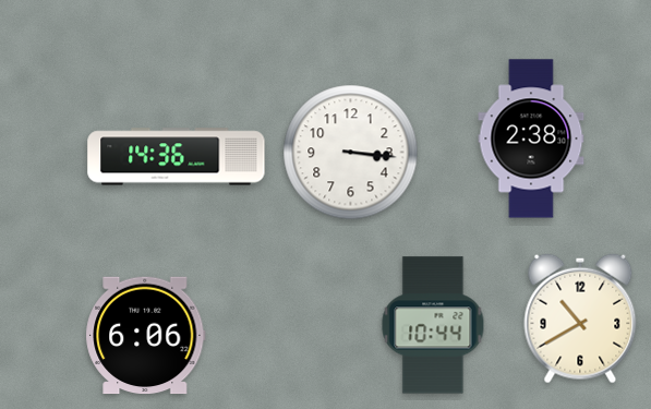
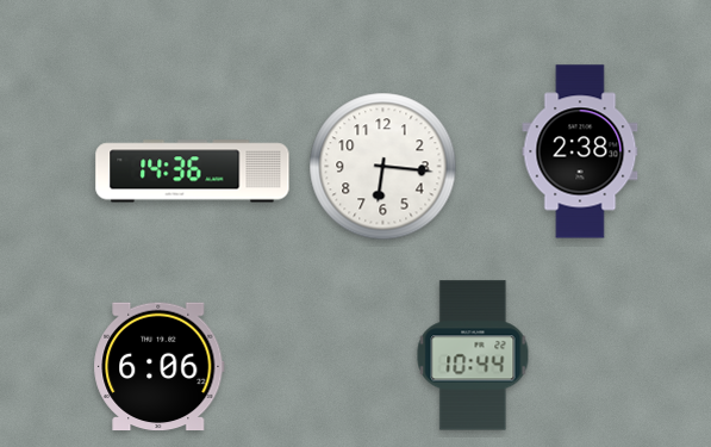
clock at (351, 153): 3:16 -> 6:16
clock at (580, 318): 10:40 -> none
